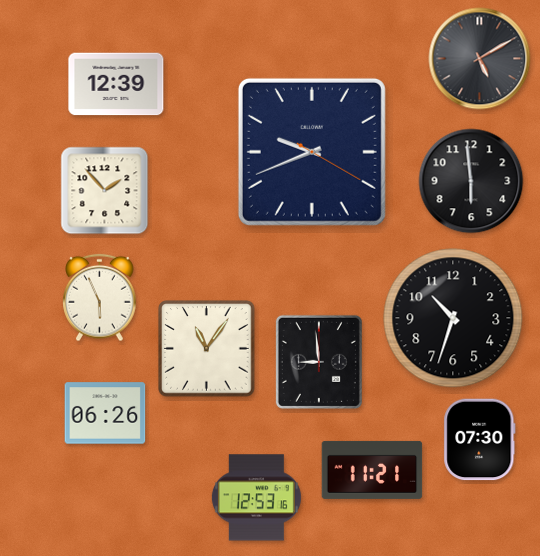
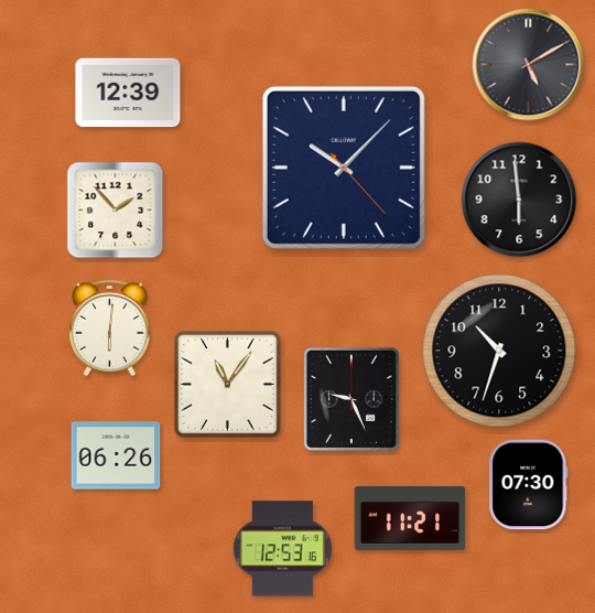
clock at (312, 152): 9:41 -> 10:07
clock at (100, 298): 5:56 -> 6:01
clock at (319, 362): 8:59 -> 9:26
